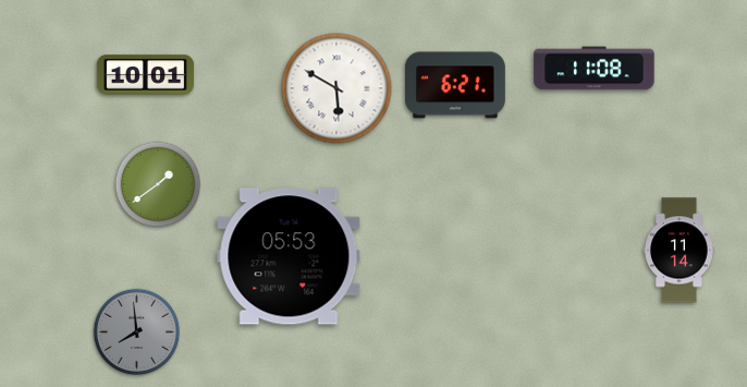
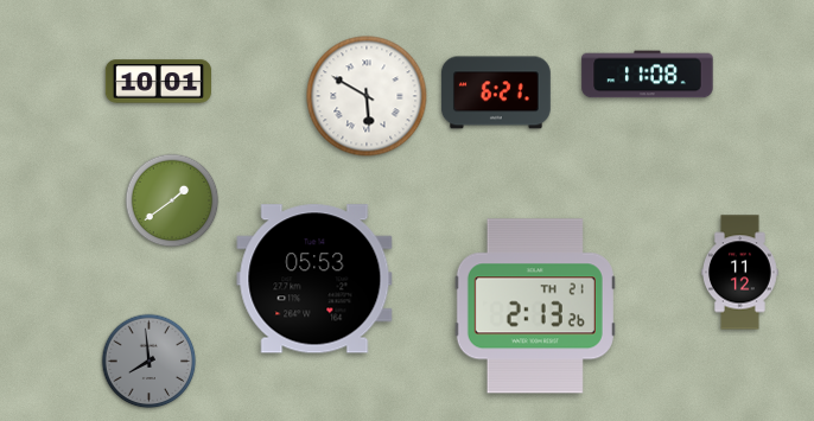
clock at (679, 251): 11:14 -> 11:12
clock at (535, 306): none -> 2:13
